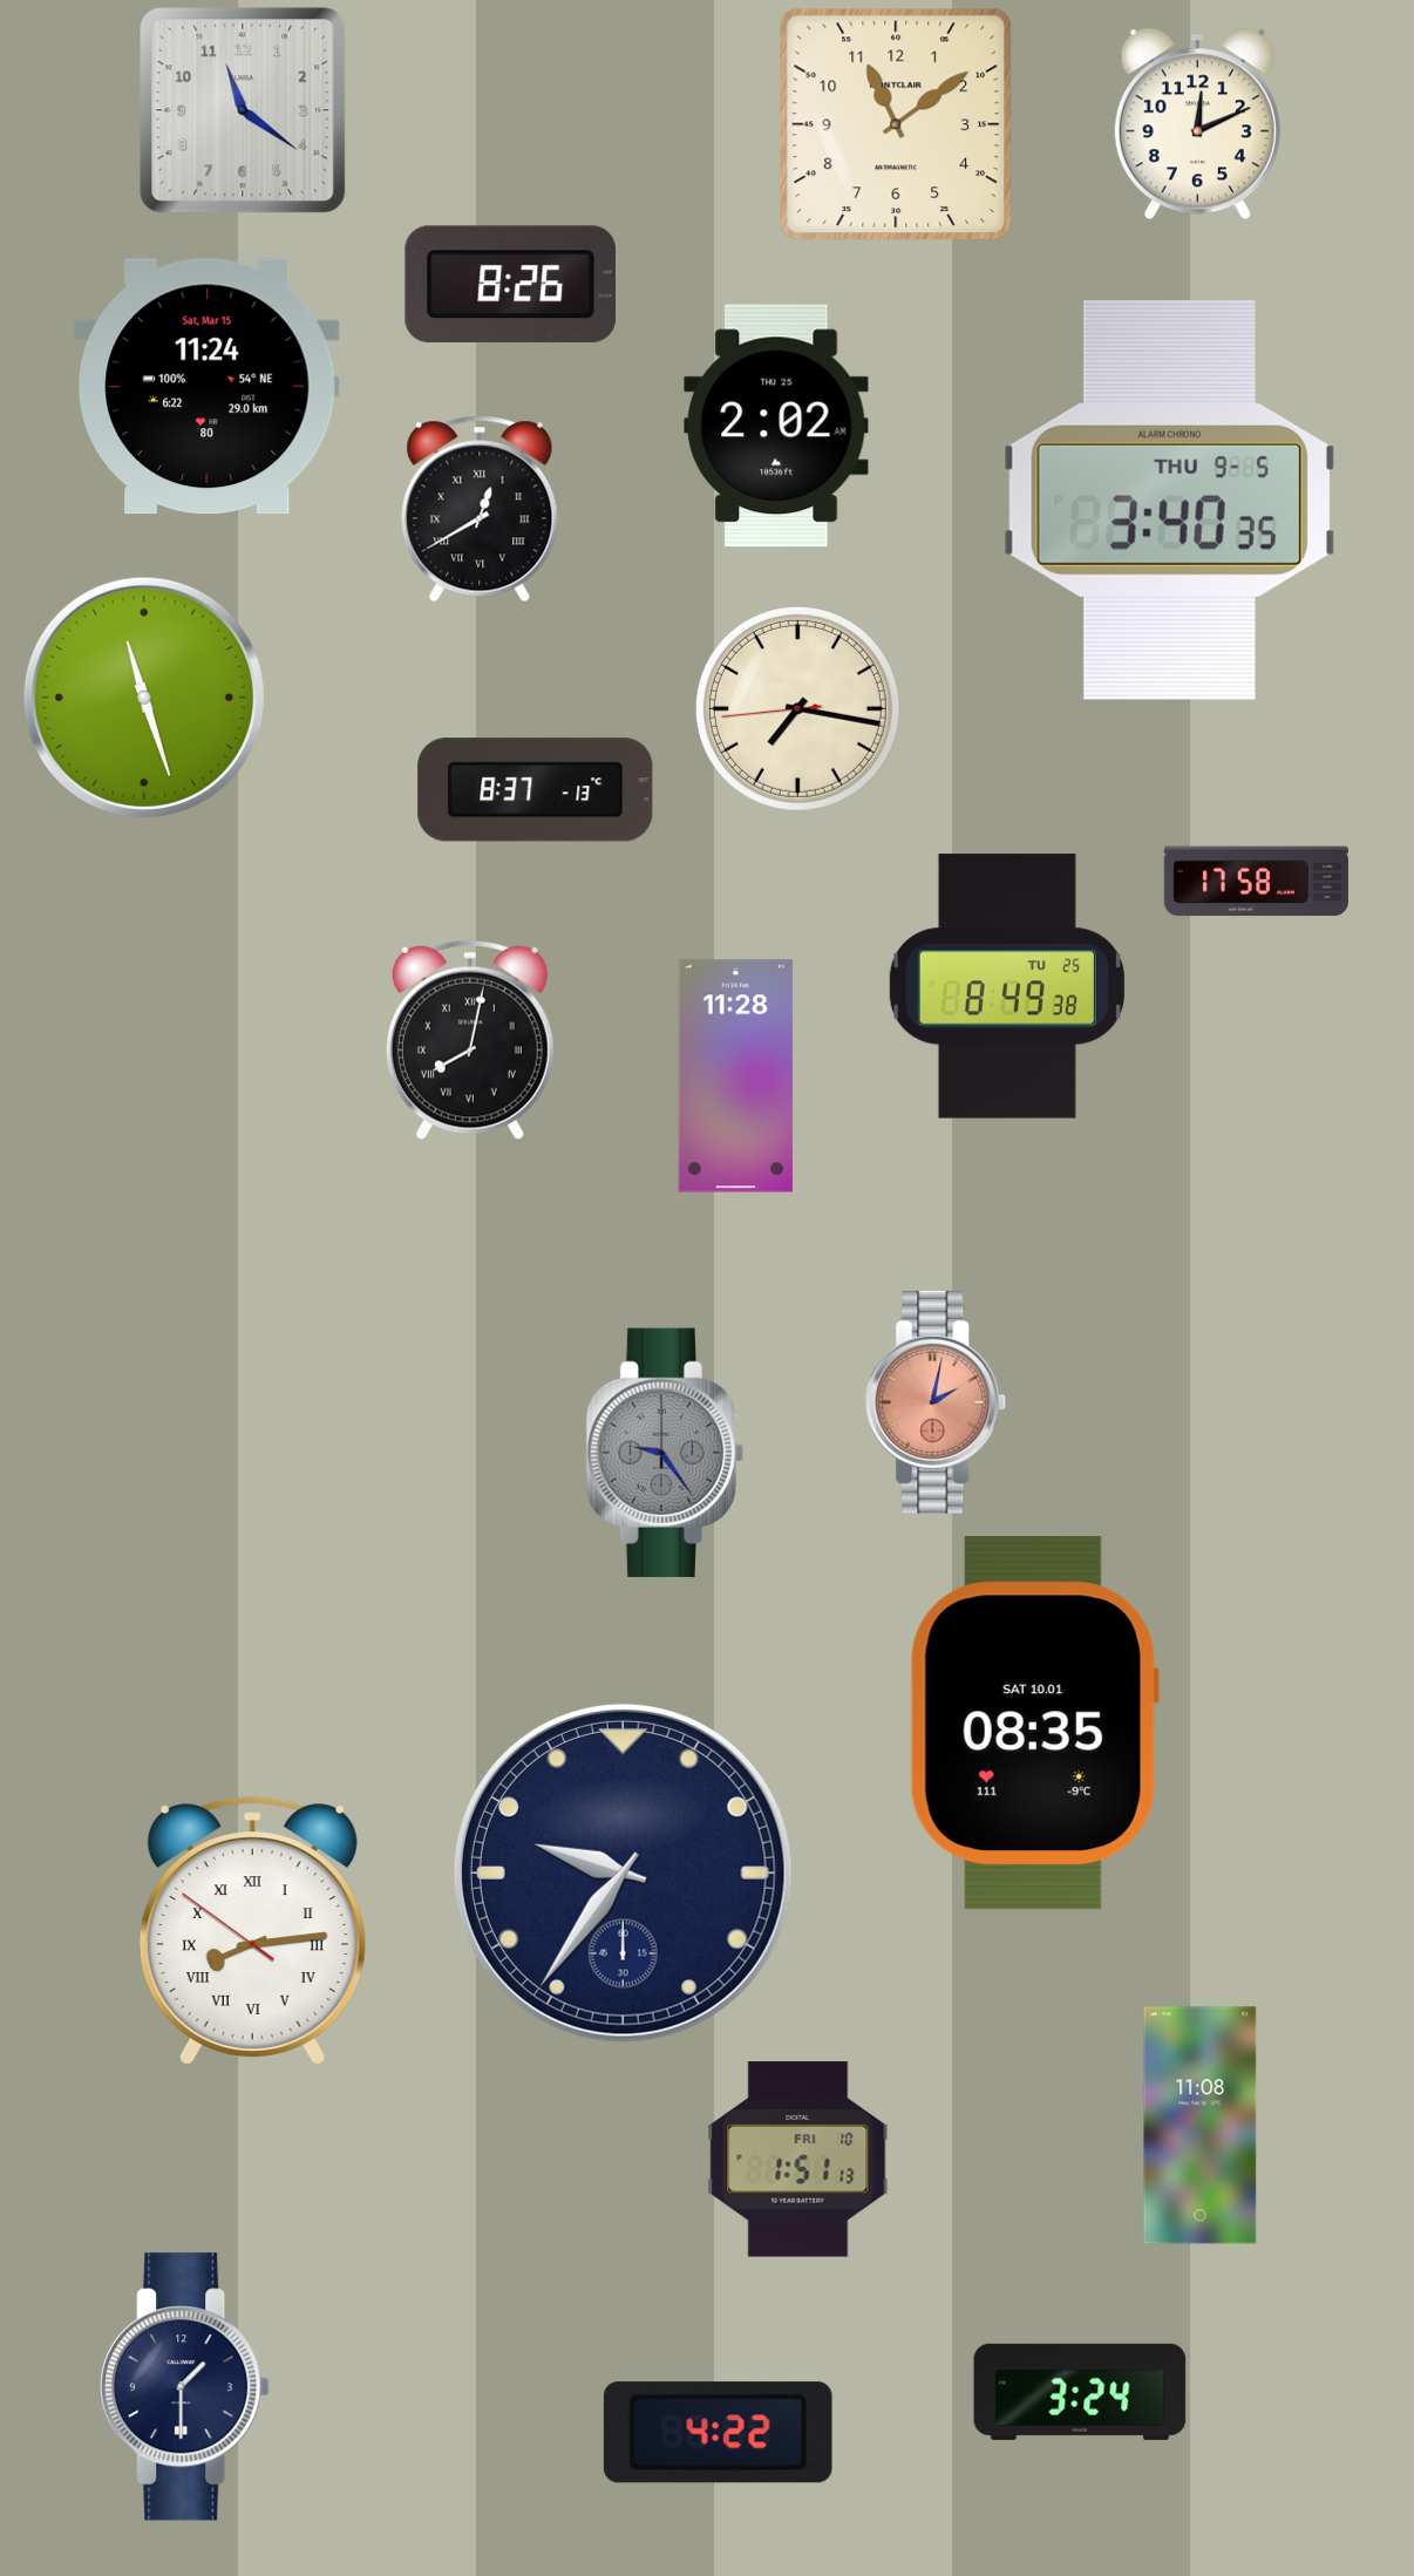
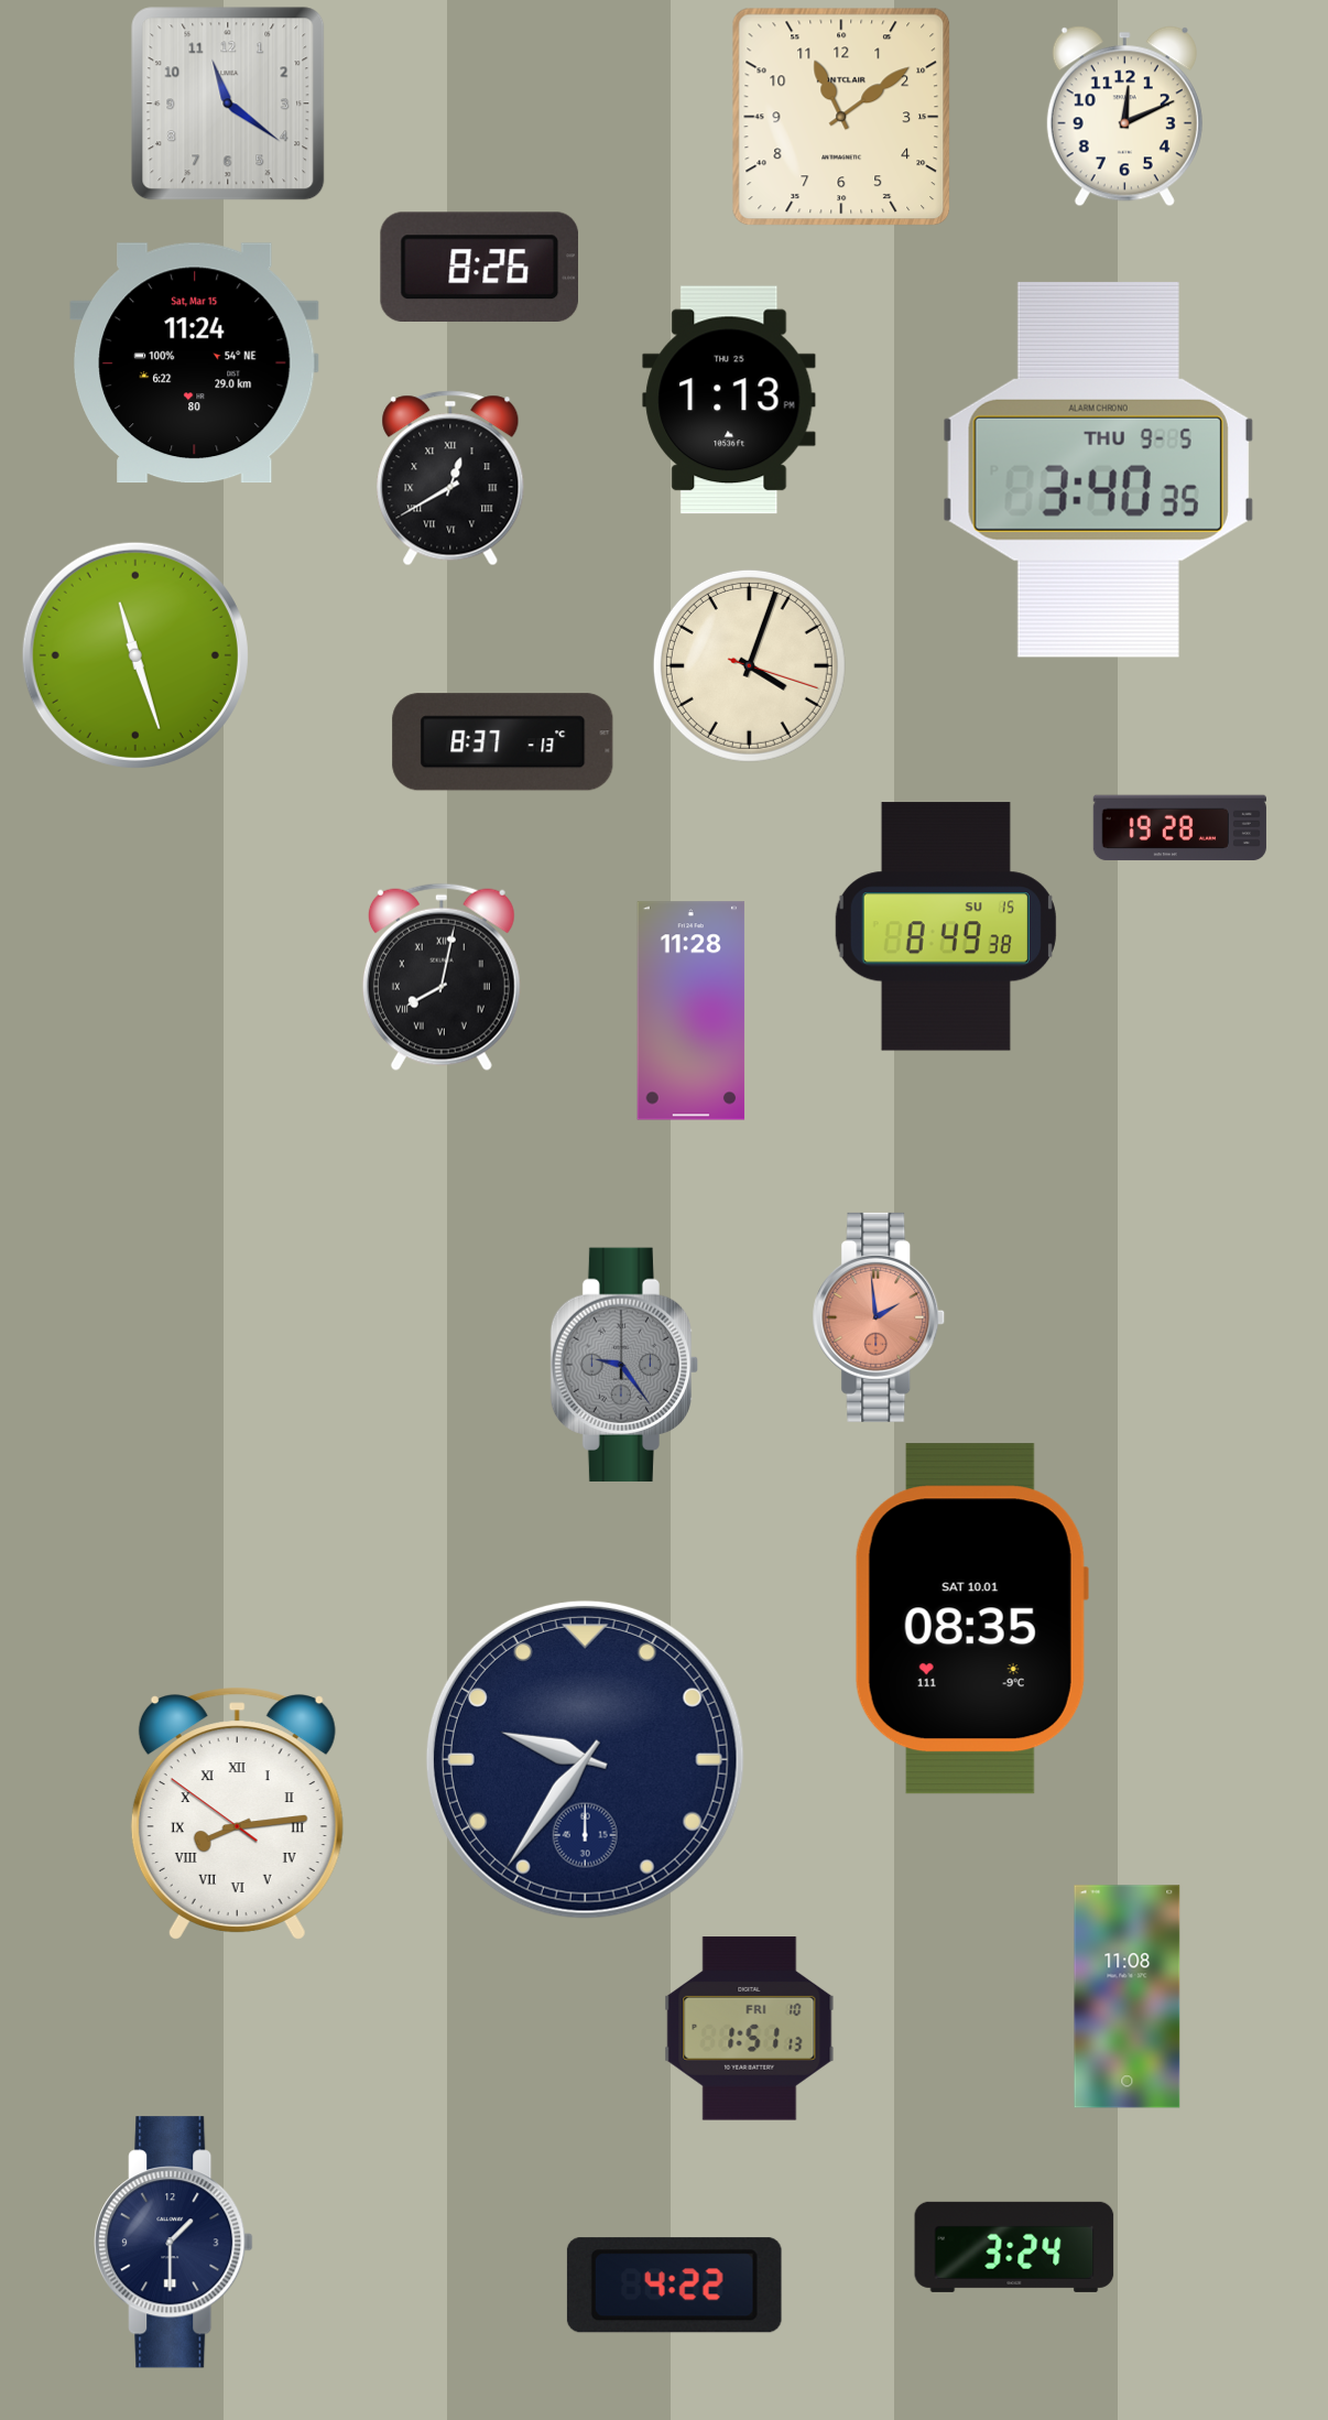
clock at (776, 426): 2:02 -> 1:13
clock at (797, 708): 7:16 -> 4:03
clock at (1256, 882): 17:58 -> 19:28
clock at (1007, 986) date: TU 25 -> SU 15
clock at (936, 1402): 2:02 -> 1:59
